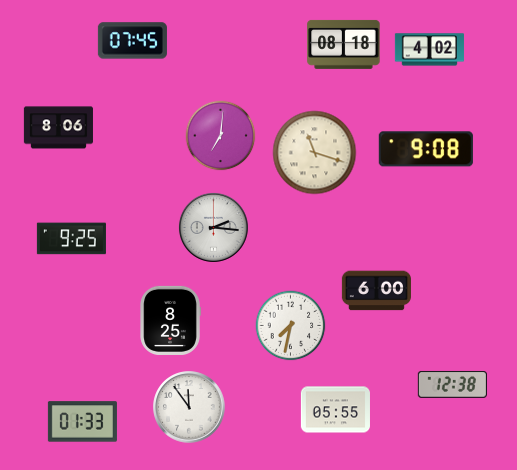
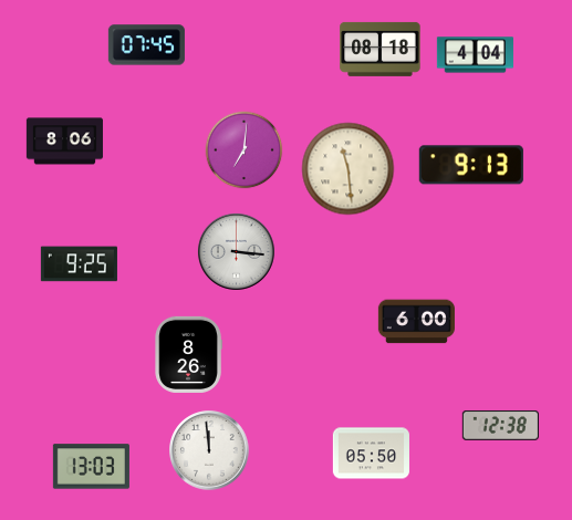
clock at (429, 50): 4:02 -> 4:04
clock at (426, 149): 9:08 -> 9:13
clock at (315, 153): 11:18 -> 11:29
clock at (213, 227): 2:16 -> 3:16
clock at (170, 320): 8:25 -> 8:26
clock at (291, 326): 7:32 -> none
clock at (189, 407): 11:54 -> 11:59
clock at (335, 410): 05:55 -> 05:50
clock at (82, 422): 01:33 -> 13:03
